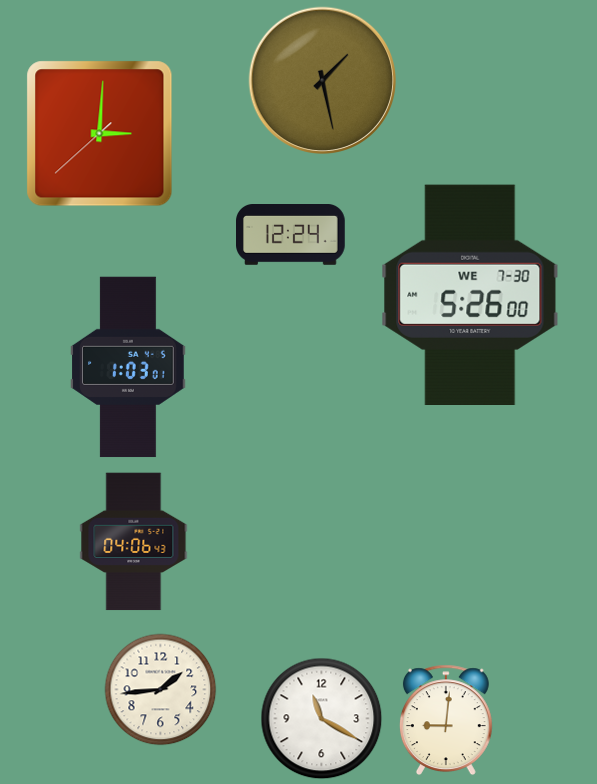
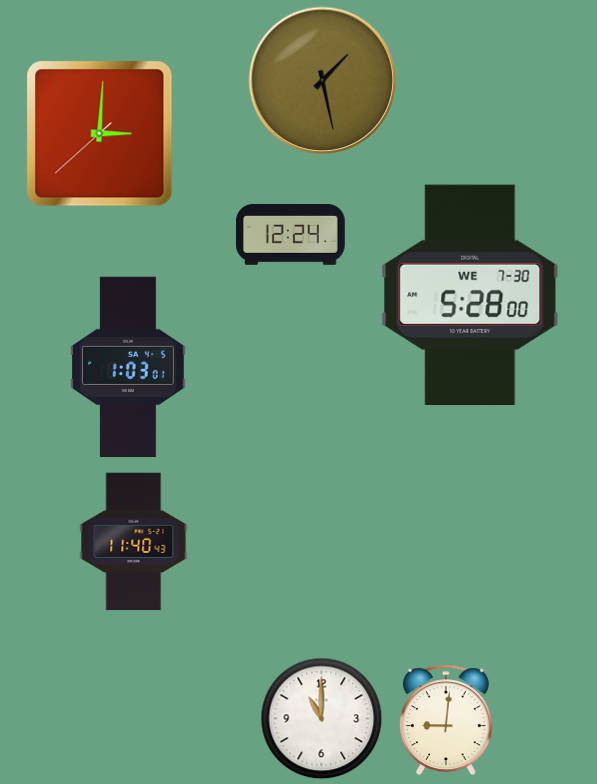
clock at (470, 294): 5:26 -> 5:28
clock at (134, 542): 04:06 -> 11:40
clock at (161, 690): 1:44 -> none
clock at (322, 719): 11:20 -> 11:00
